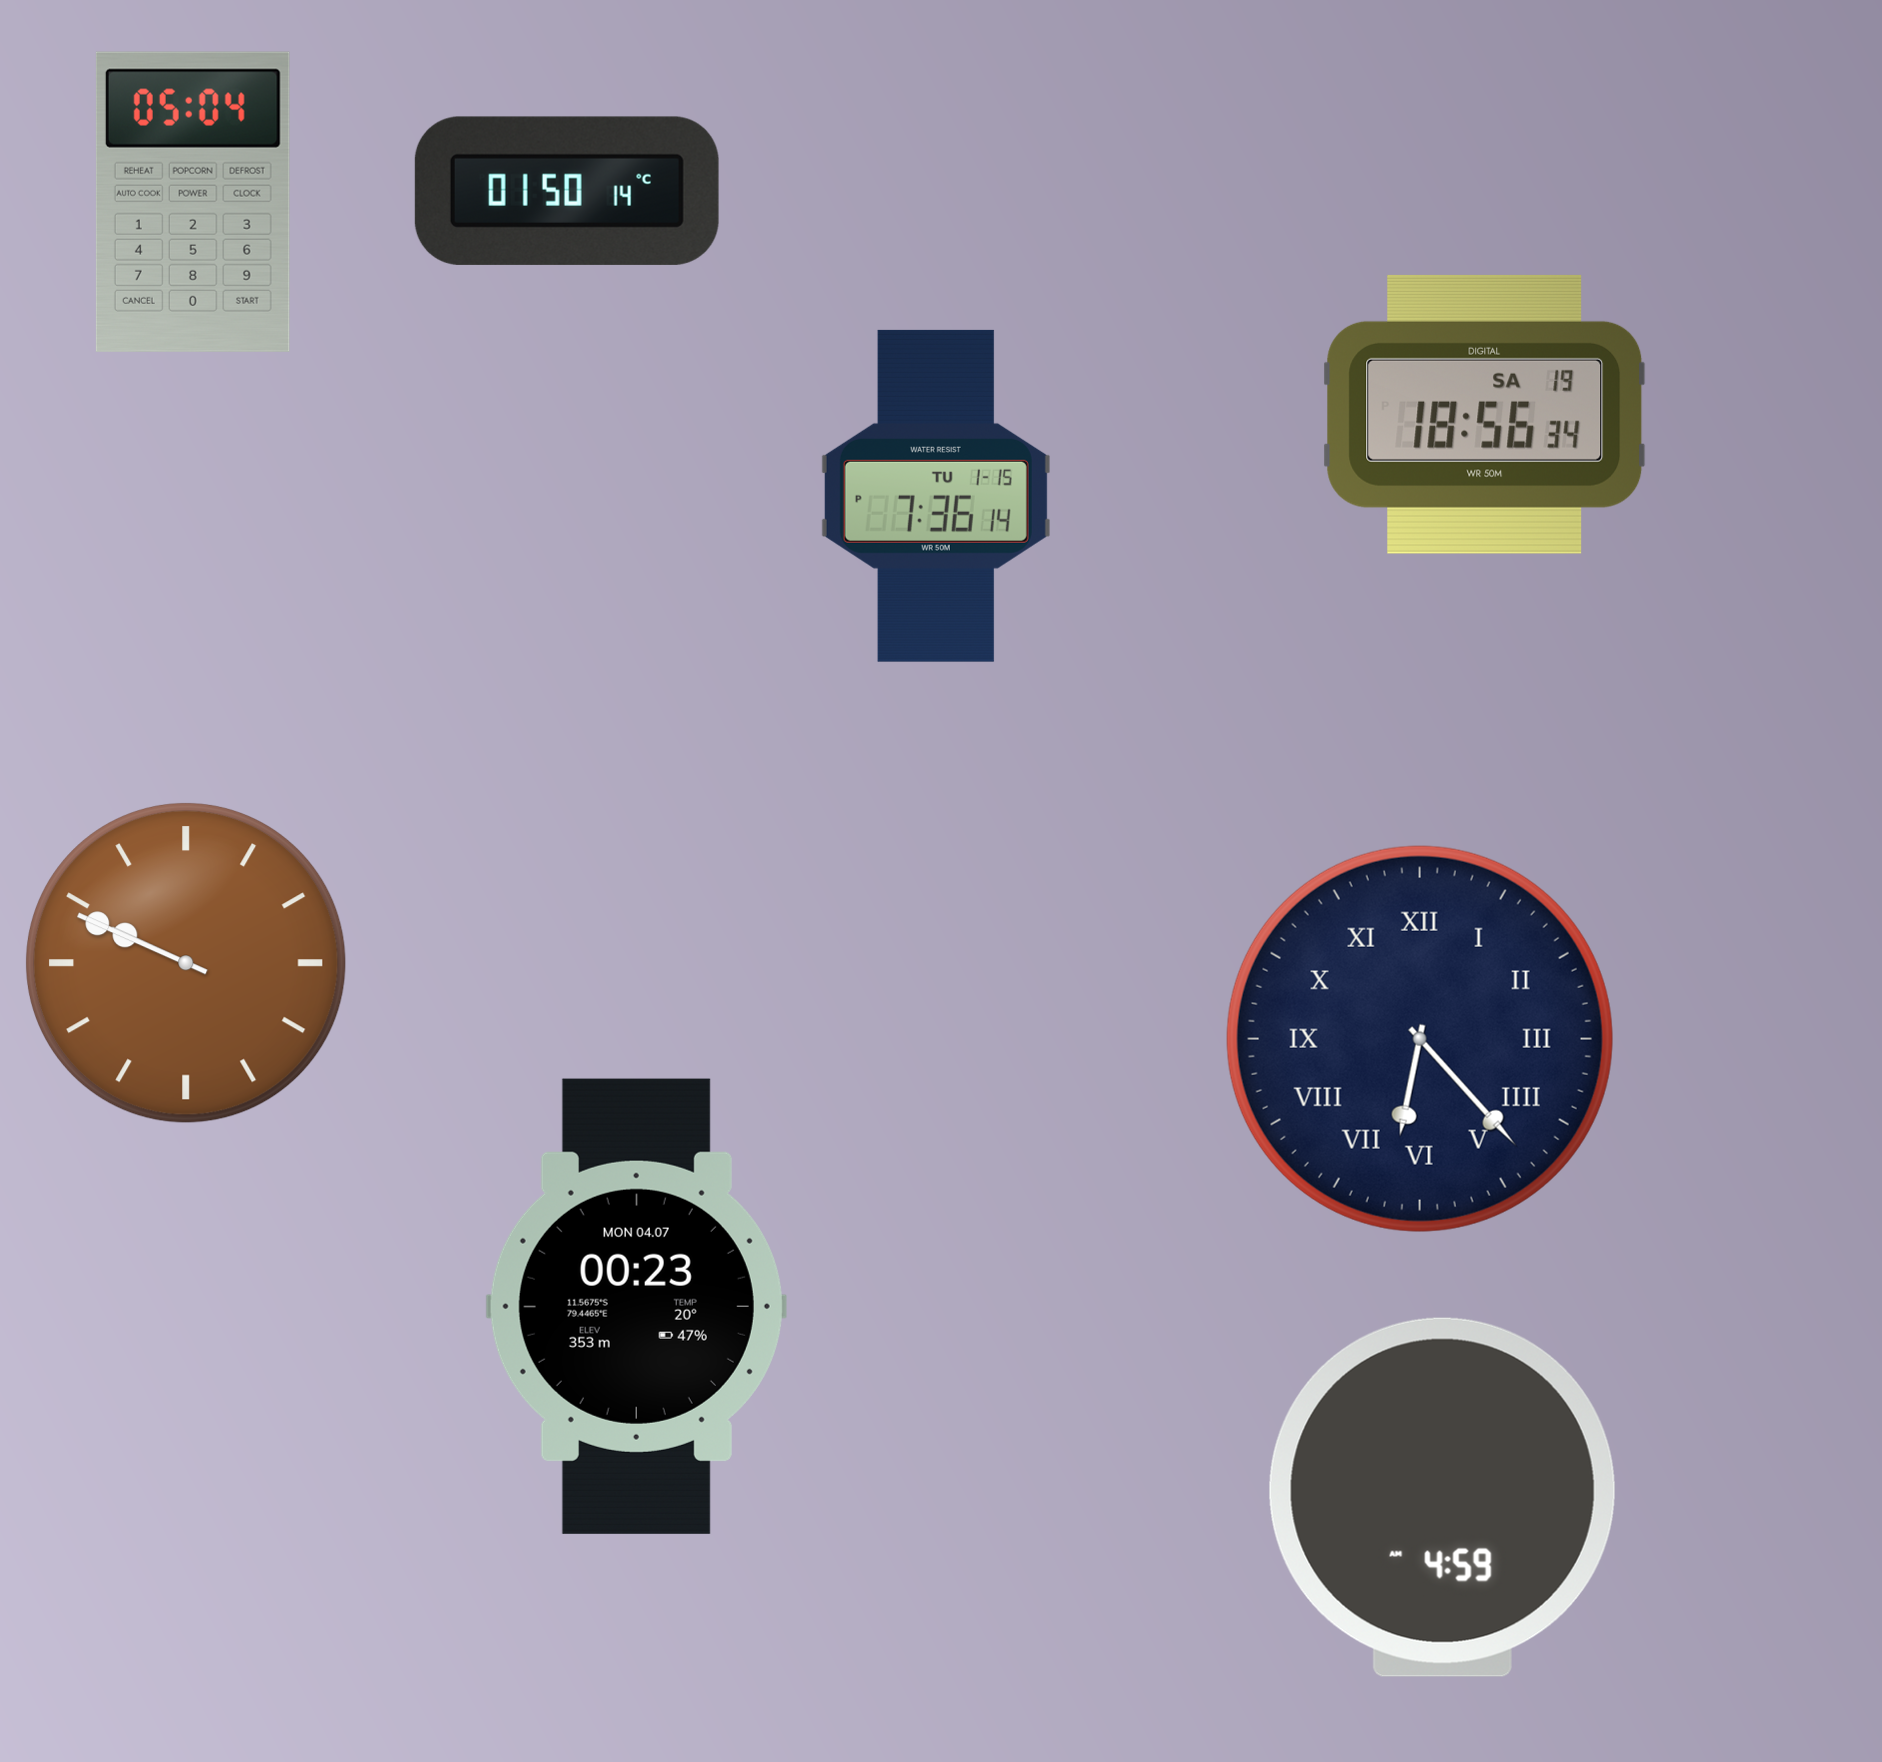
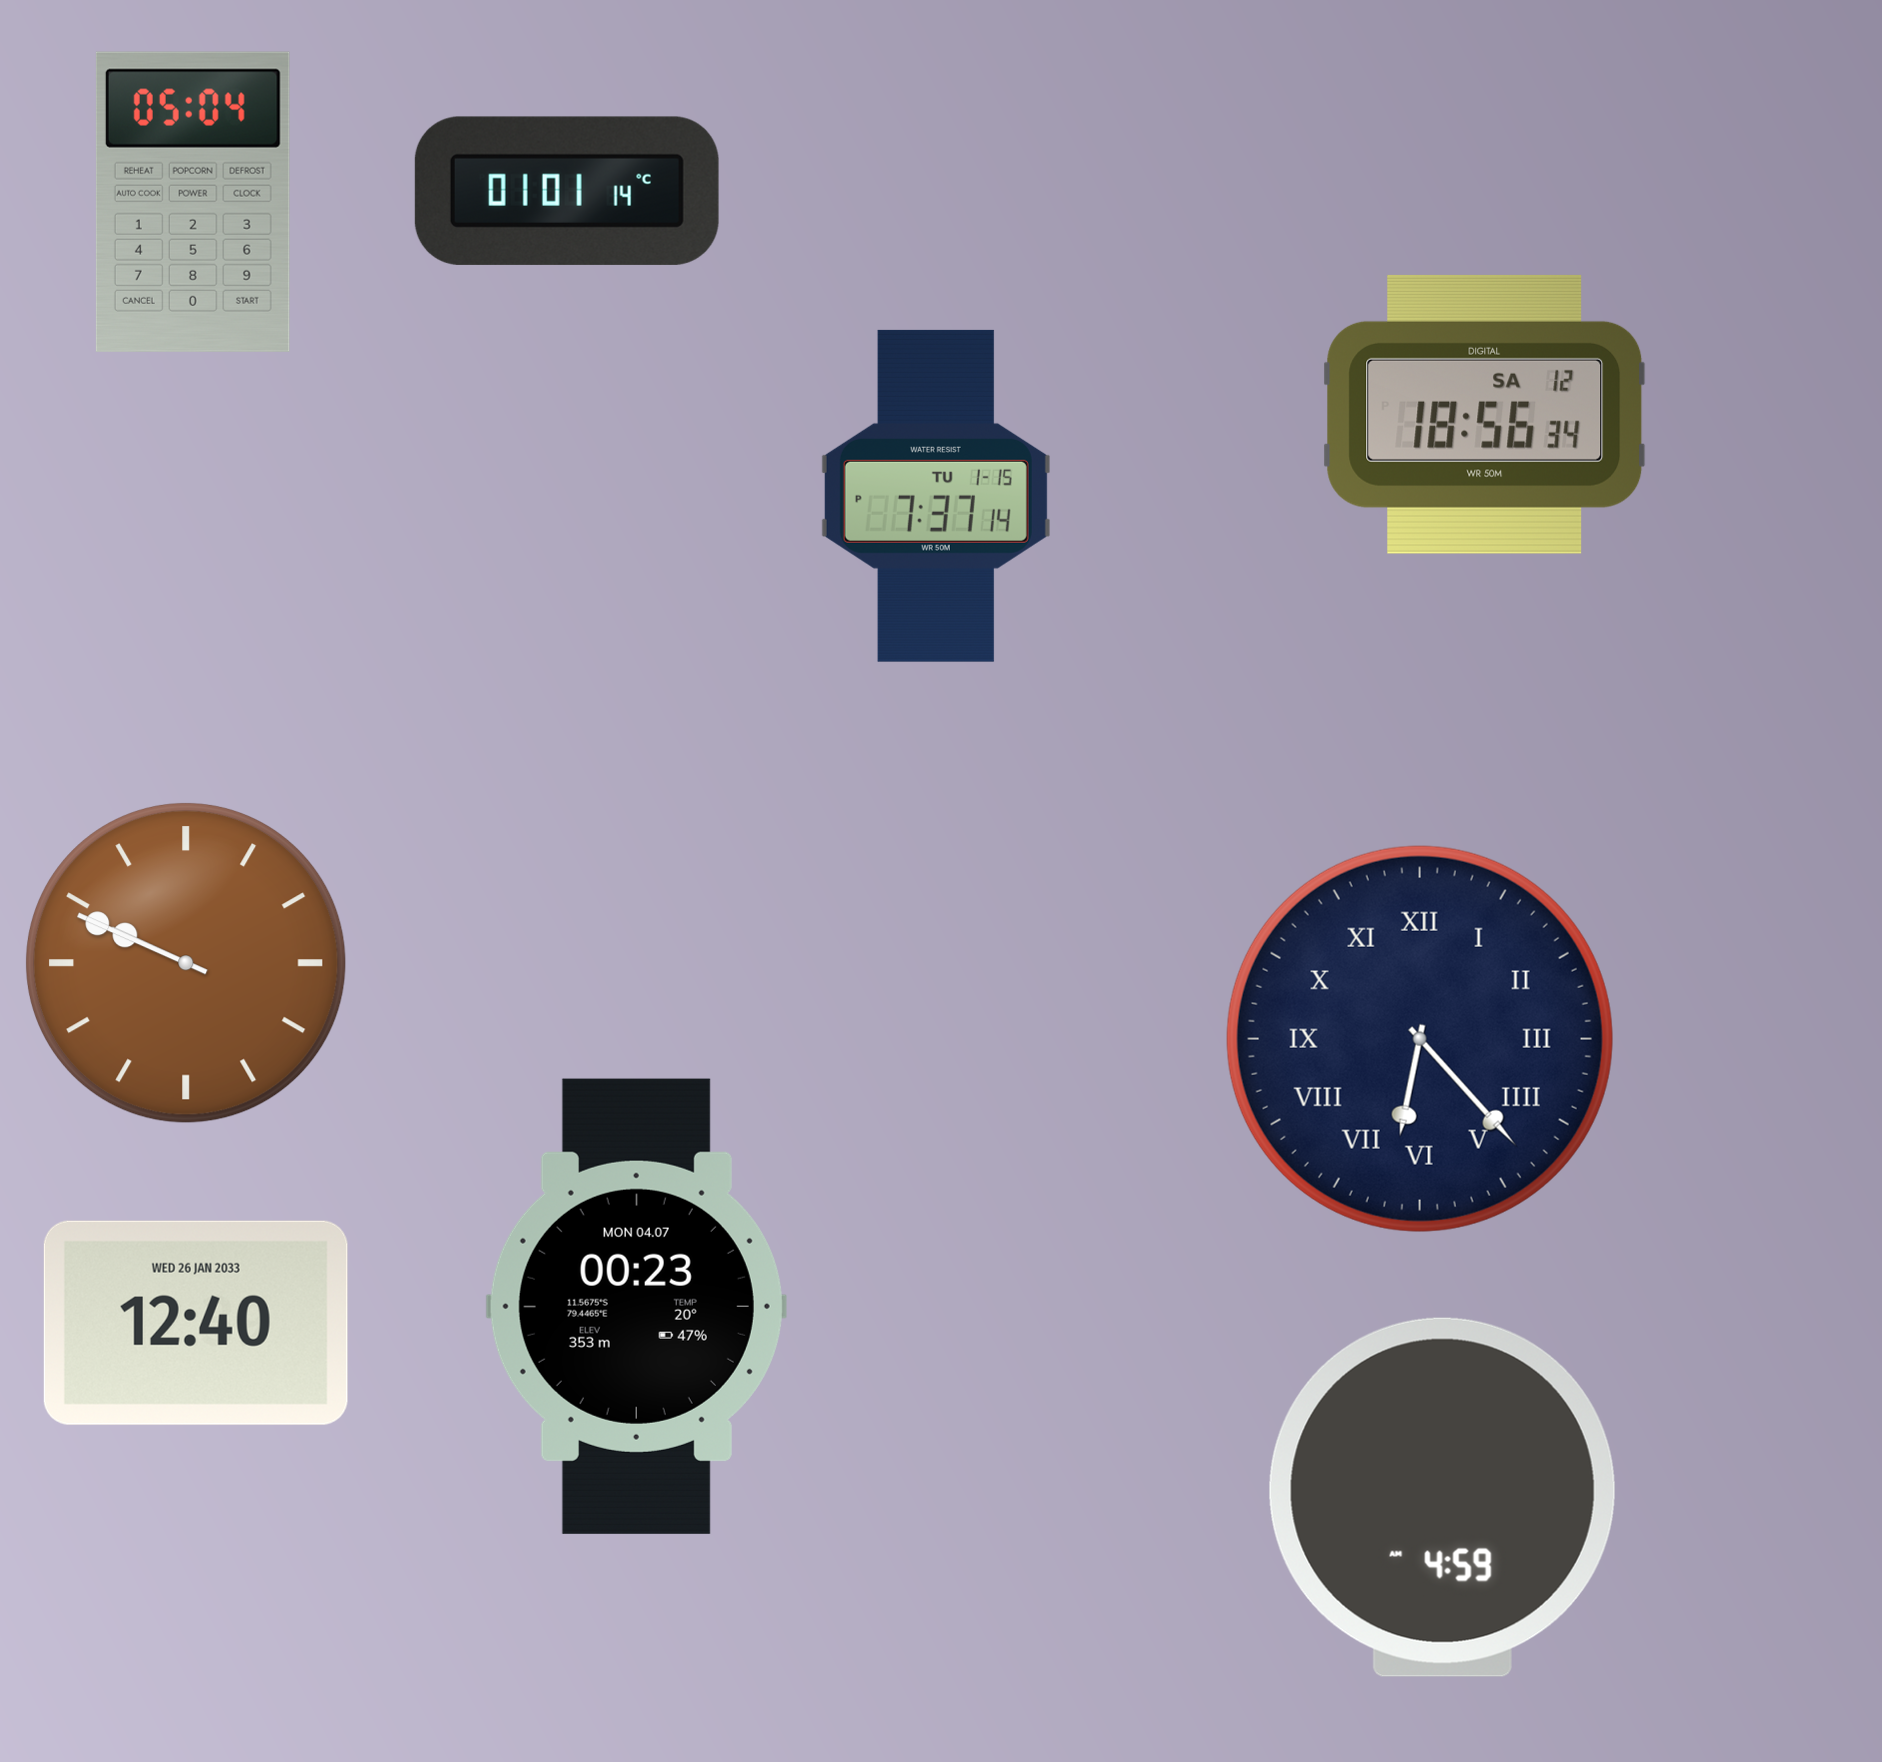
clock at (567, 191): 01:50 -> 01:01
clock at (1485, 414) date: SA 19 -> SA 12
clock at (936, 496): 7:36 -> 7:37
clock at (196, 1323): none -> 12:40
